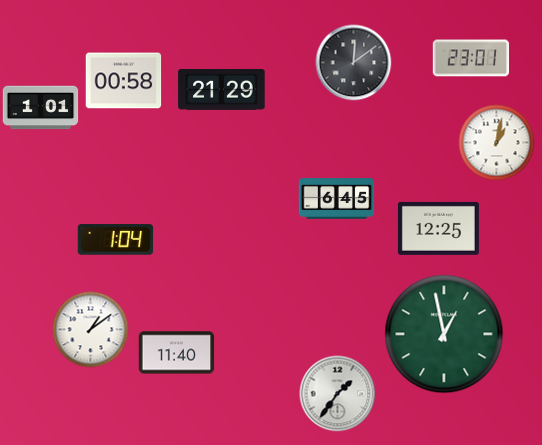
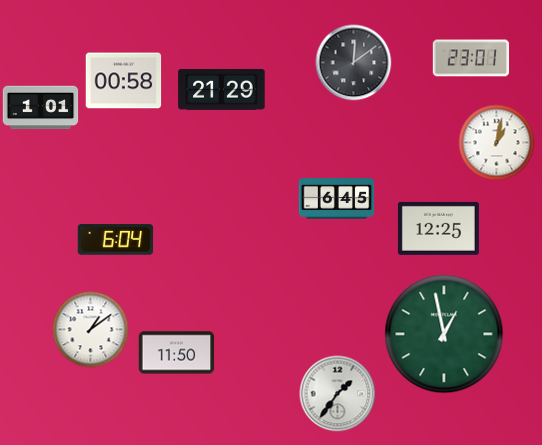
clock at (116, 240): 1:04 -> 6:04
clock at (177, 353): 11:40 -> 11:50
